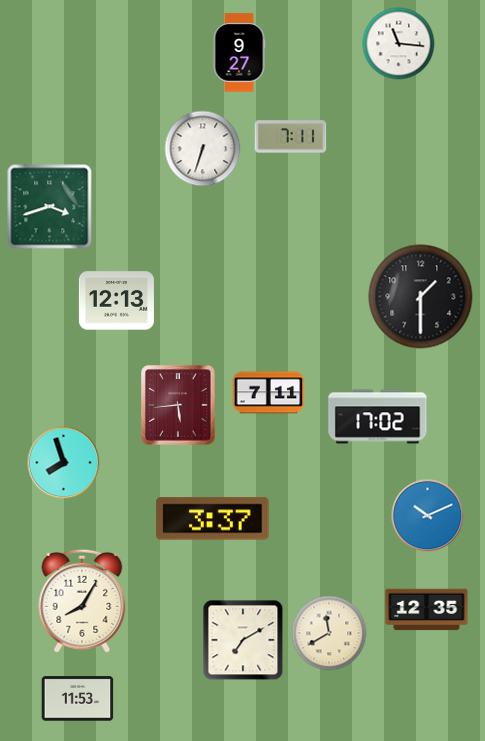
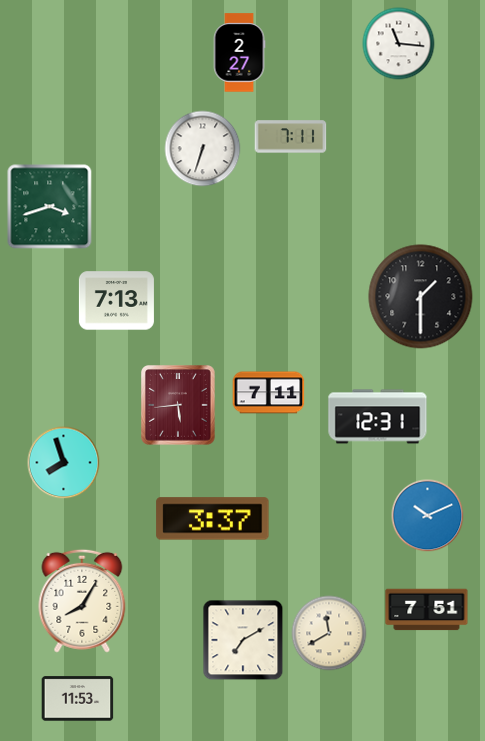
clock at (239, 53): 9:27 -> 2:27
clock at (116, 301): 12:13 -> 7:13
clock at (378, 417): 17:02 -> 12:31
clock at (427, 610): 12:35 -> 7:51
